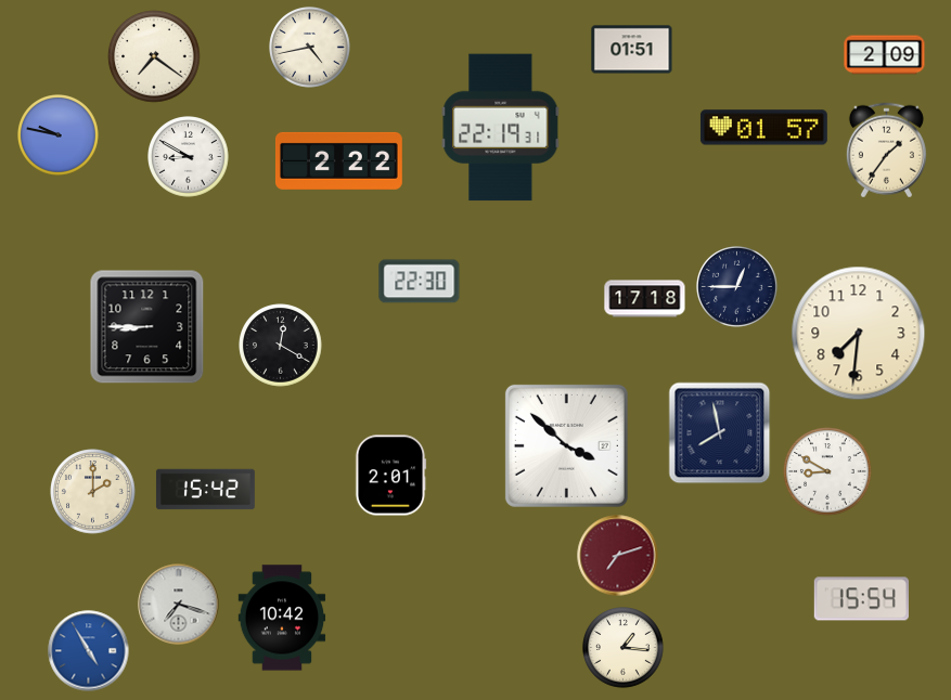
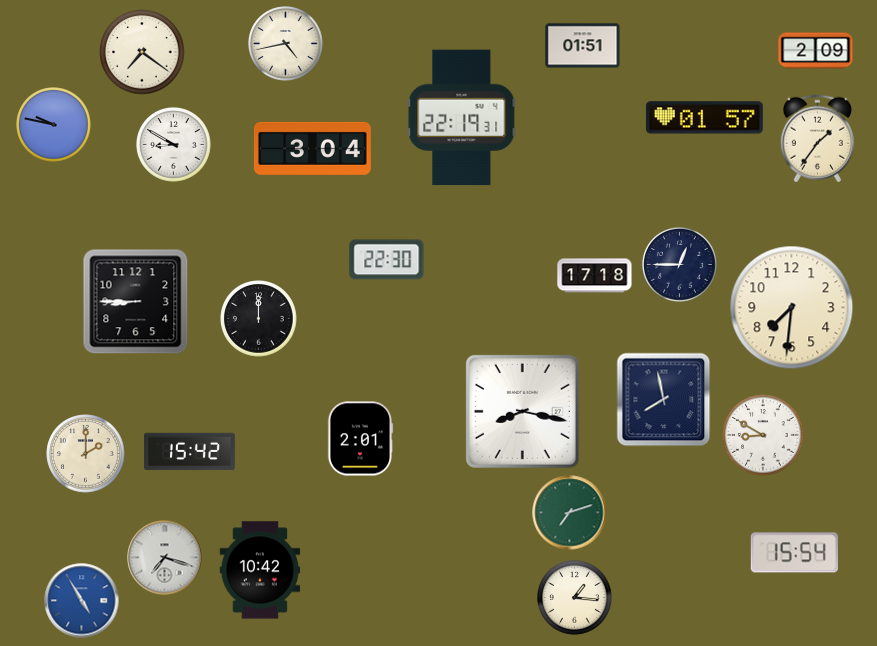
clock at (338, 160): 2:22 -> 3:04
clock at (281, 346): 12:20 -> 12:00
clock at (566, 445): 3:52 -> 8:17
clock at (618, 556) dial: burgundy -> green
